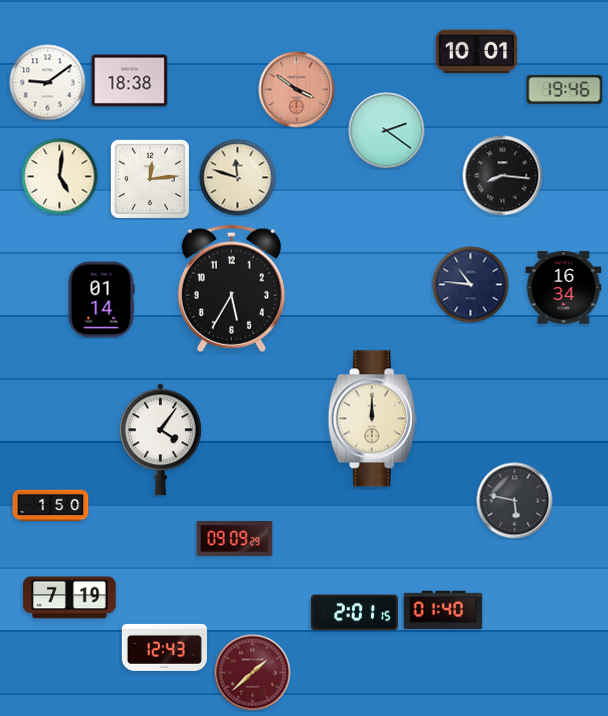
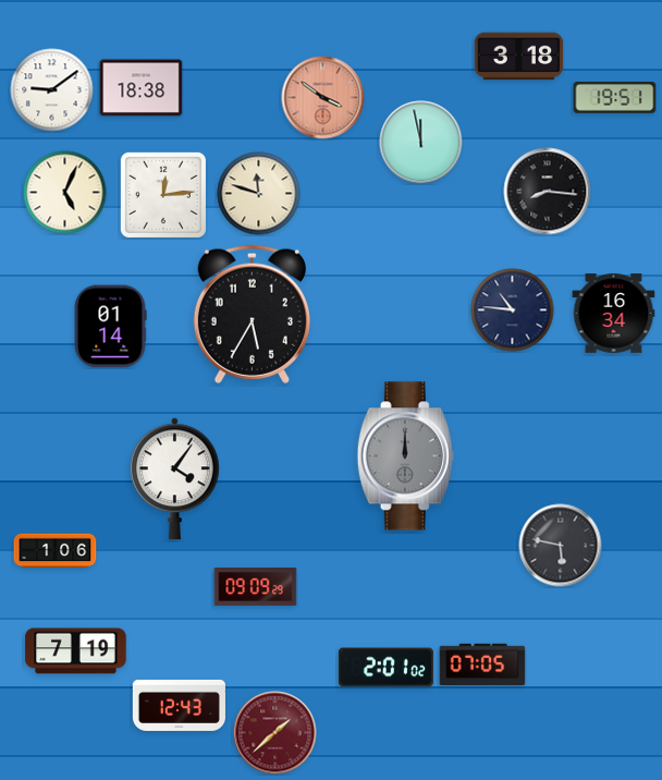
clock at (477, 52): 10:01 -> 3:18
clock at (565, 90): 19:46 -> 19:51
clock at (387, 131): 2:21 -> 11:58
clock at (60, 177): 5:01 -> 5:04
clock at (372, 419) dial: cream -> grey
clock at (51, 506): 1:50 -> 1:06
clock at (443, 610): 01:40 -> 07:05
clock at (354, 613): 2:01:15 -> 2:01:02
